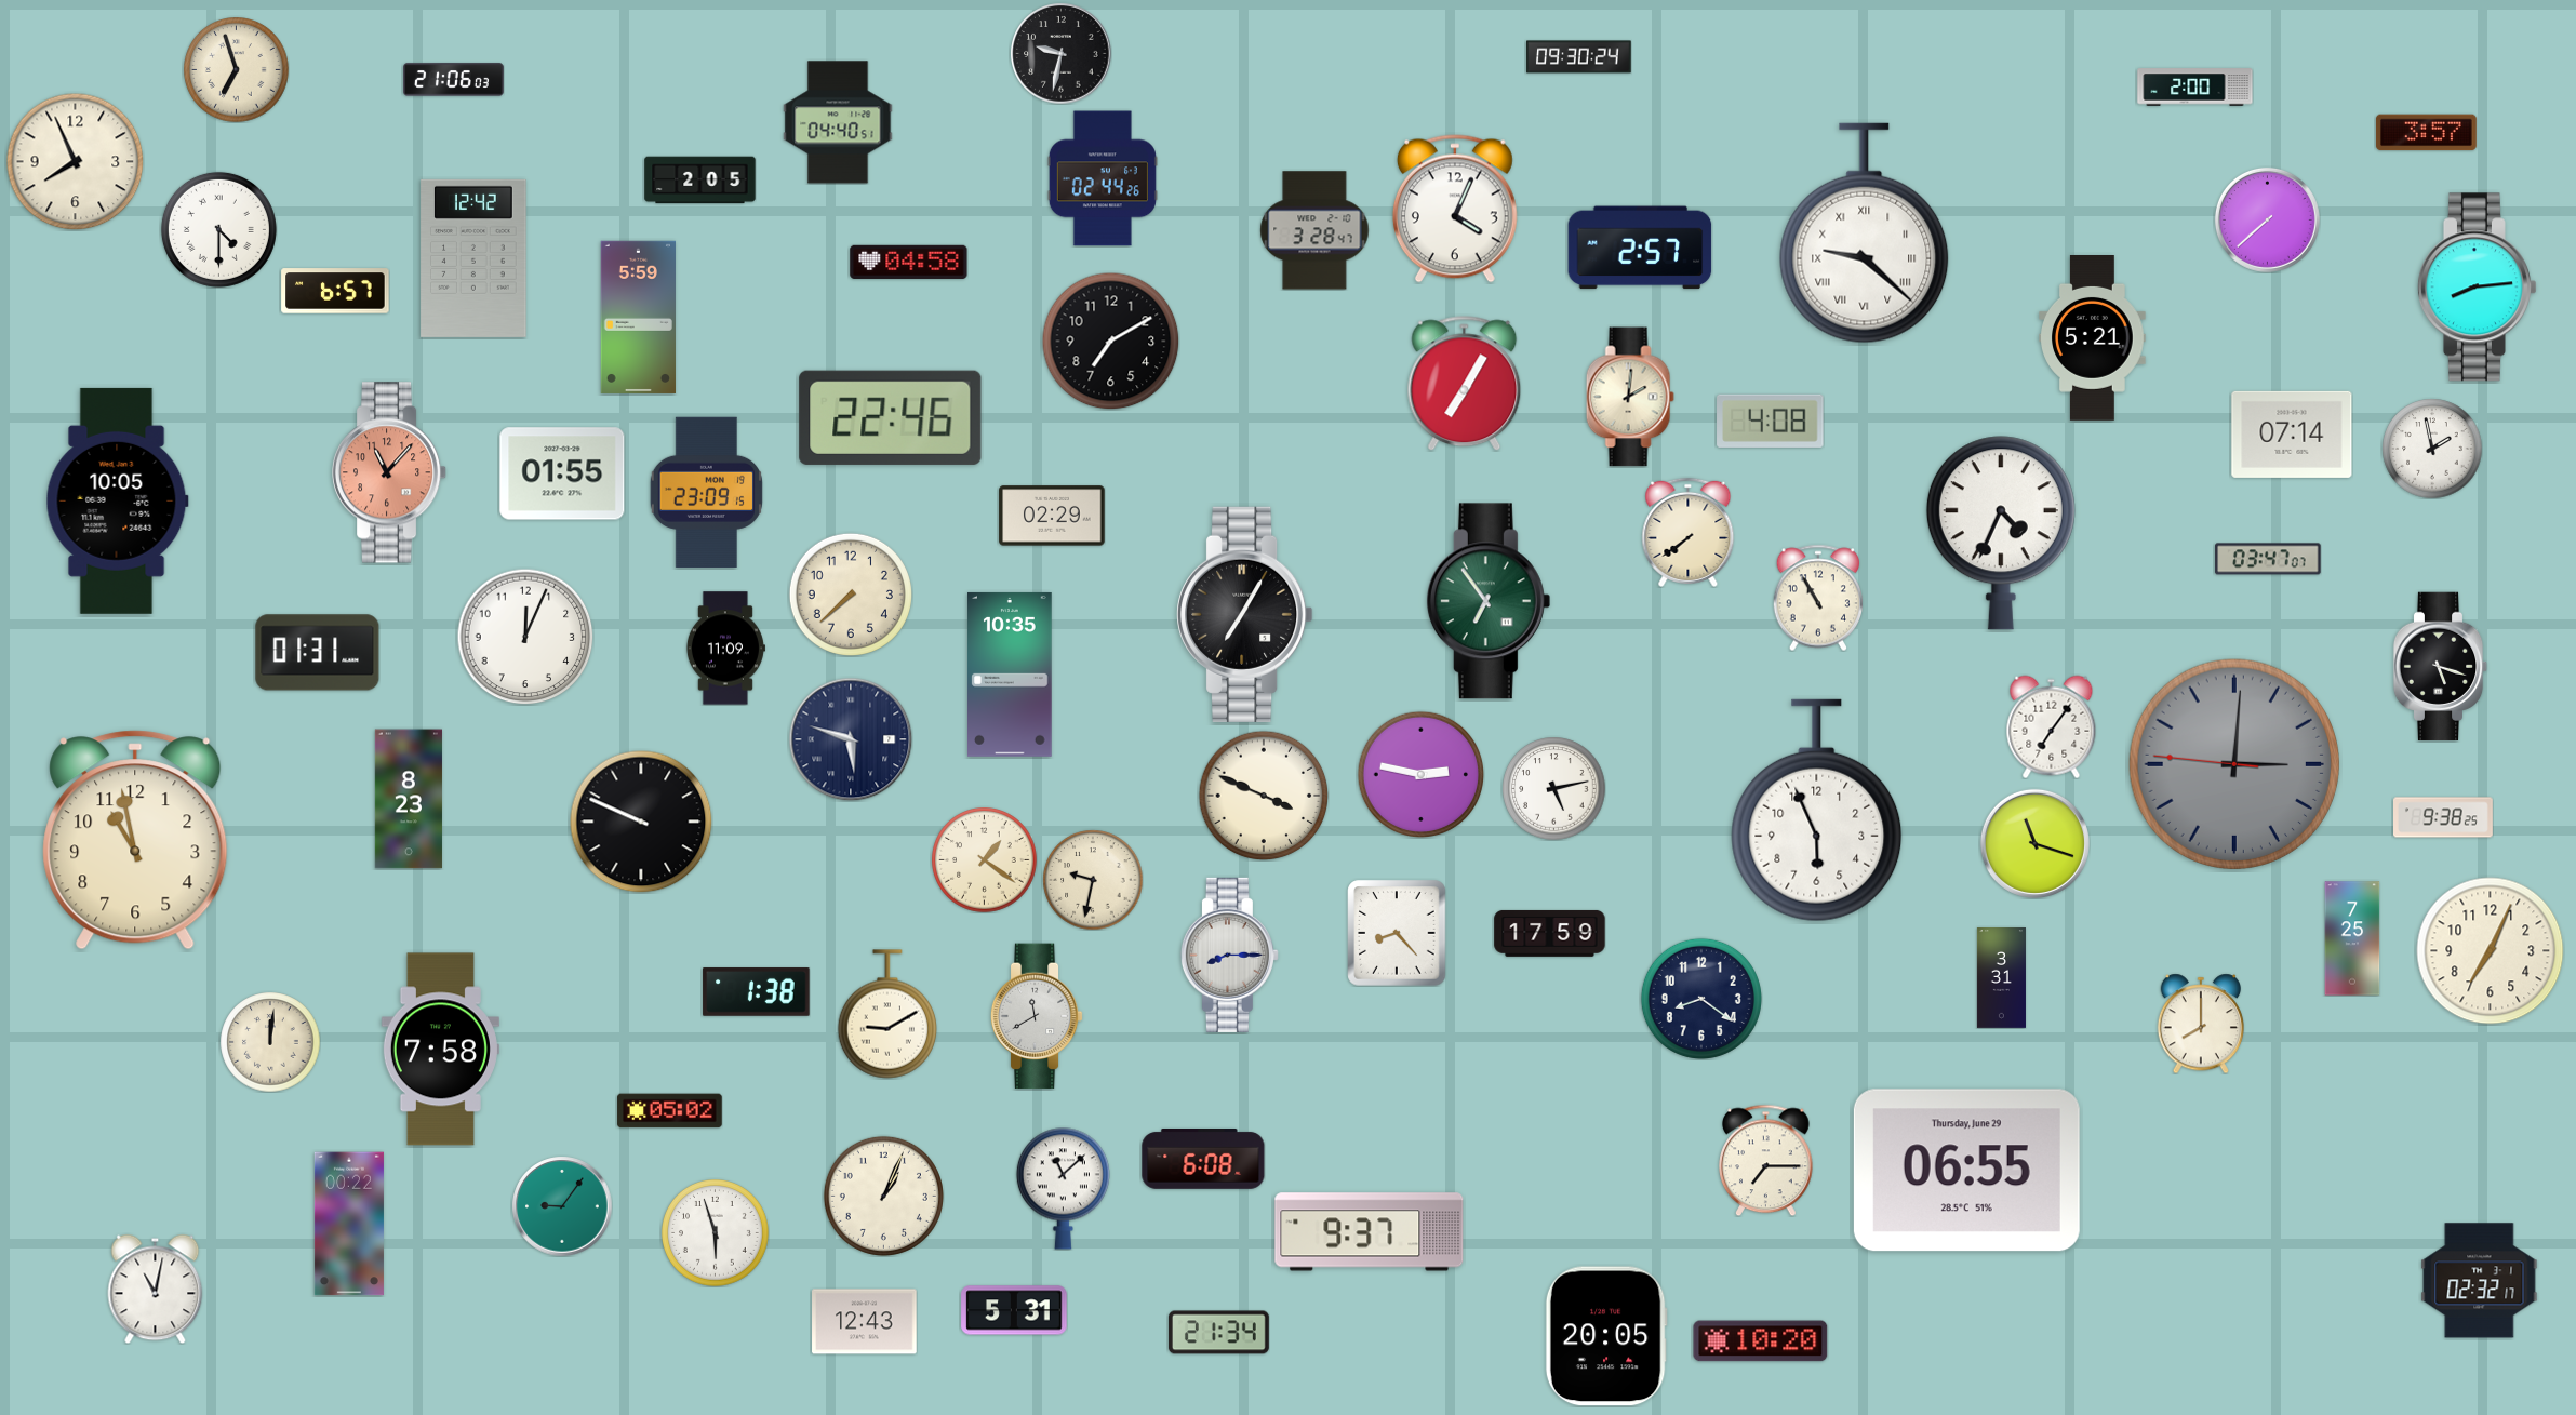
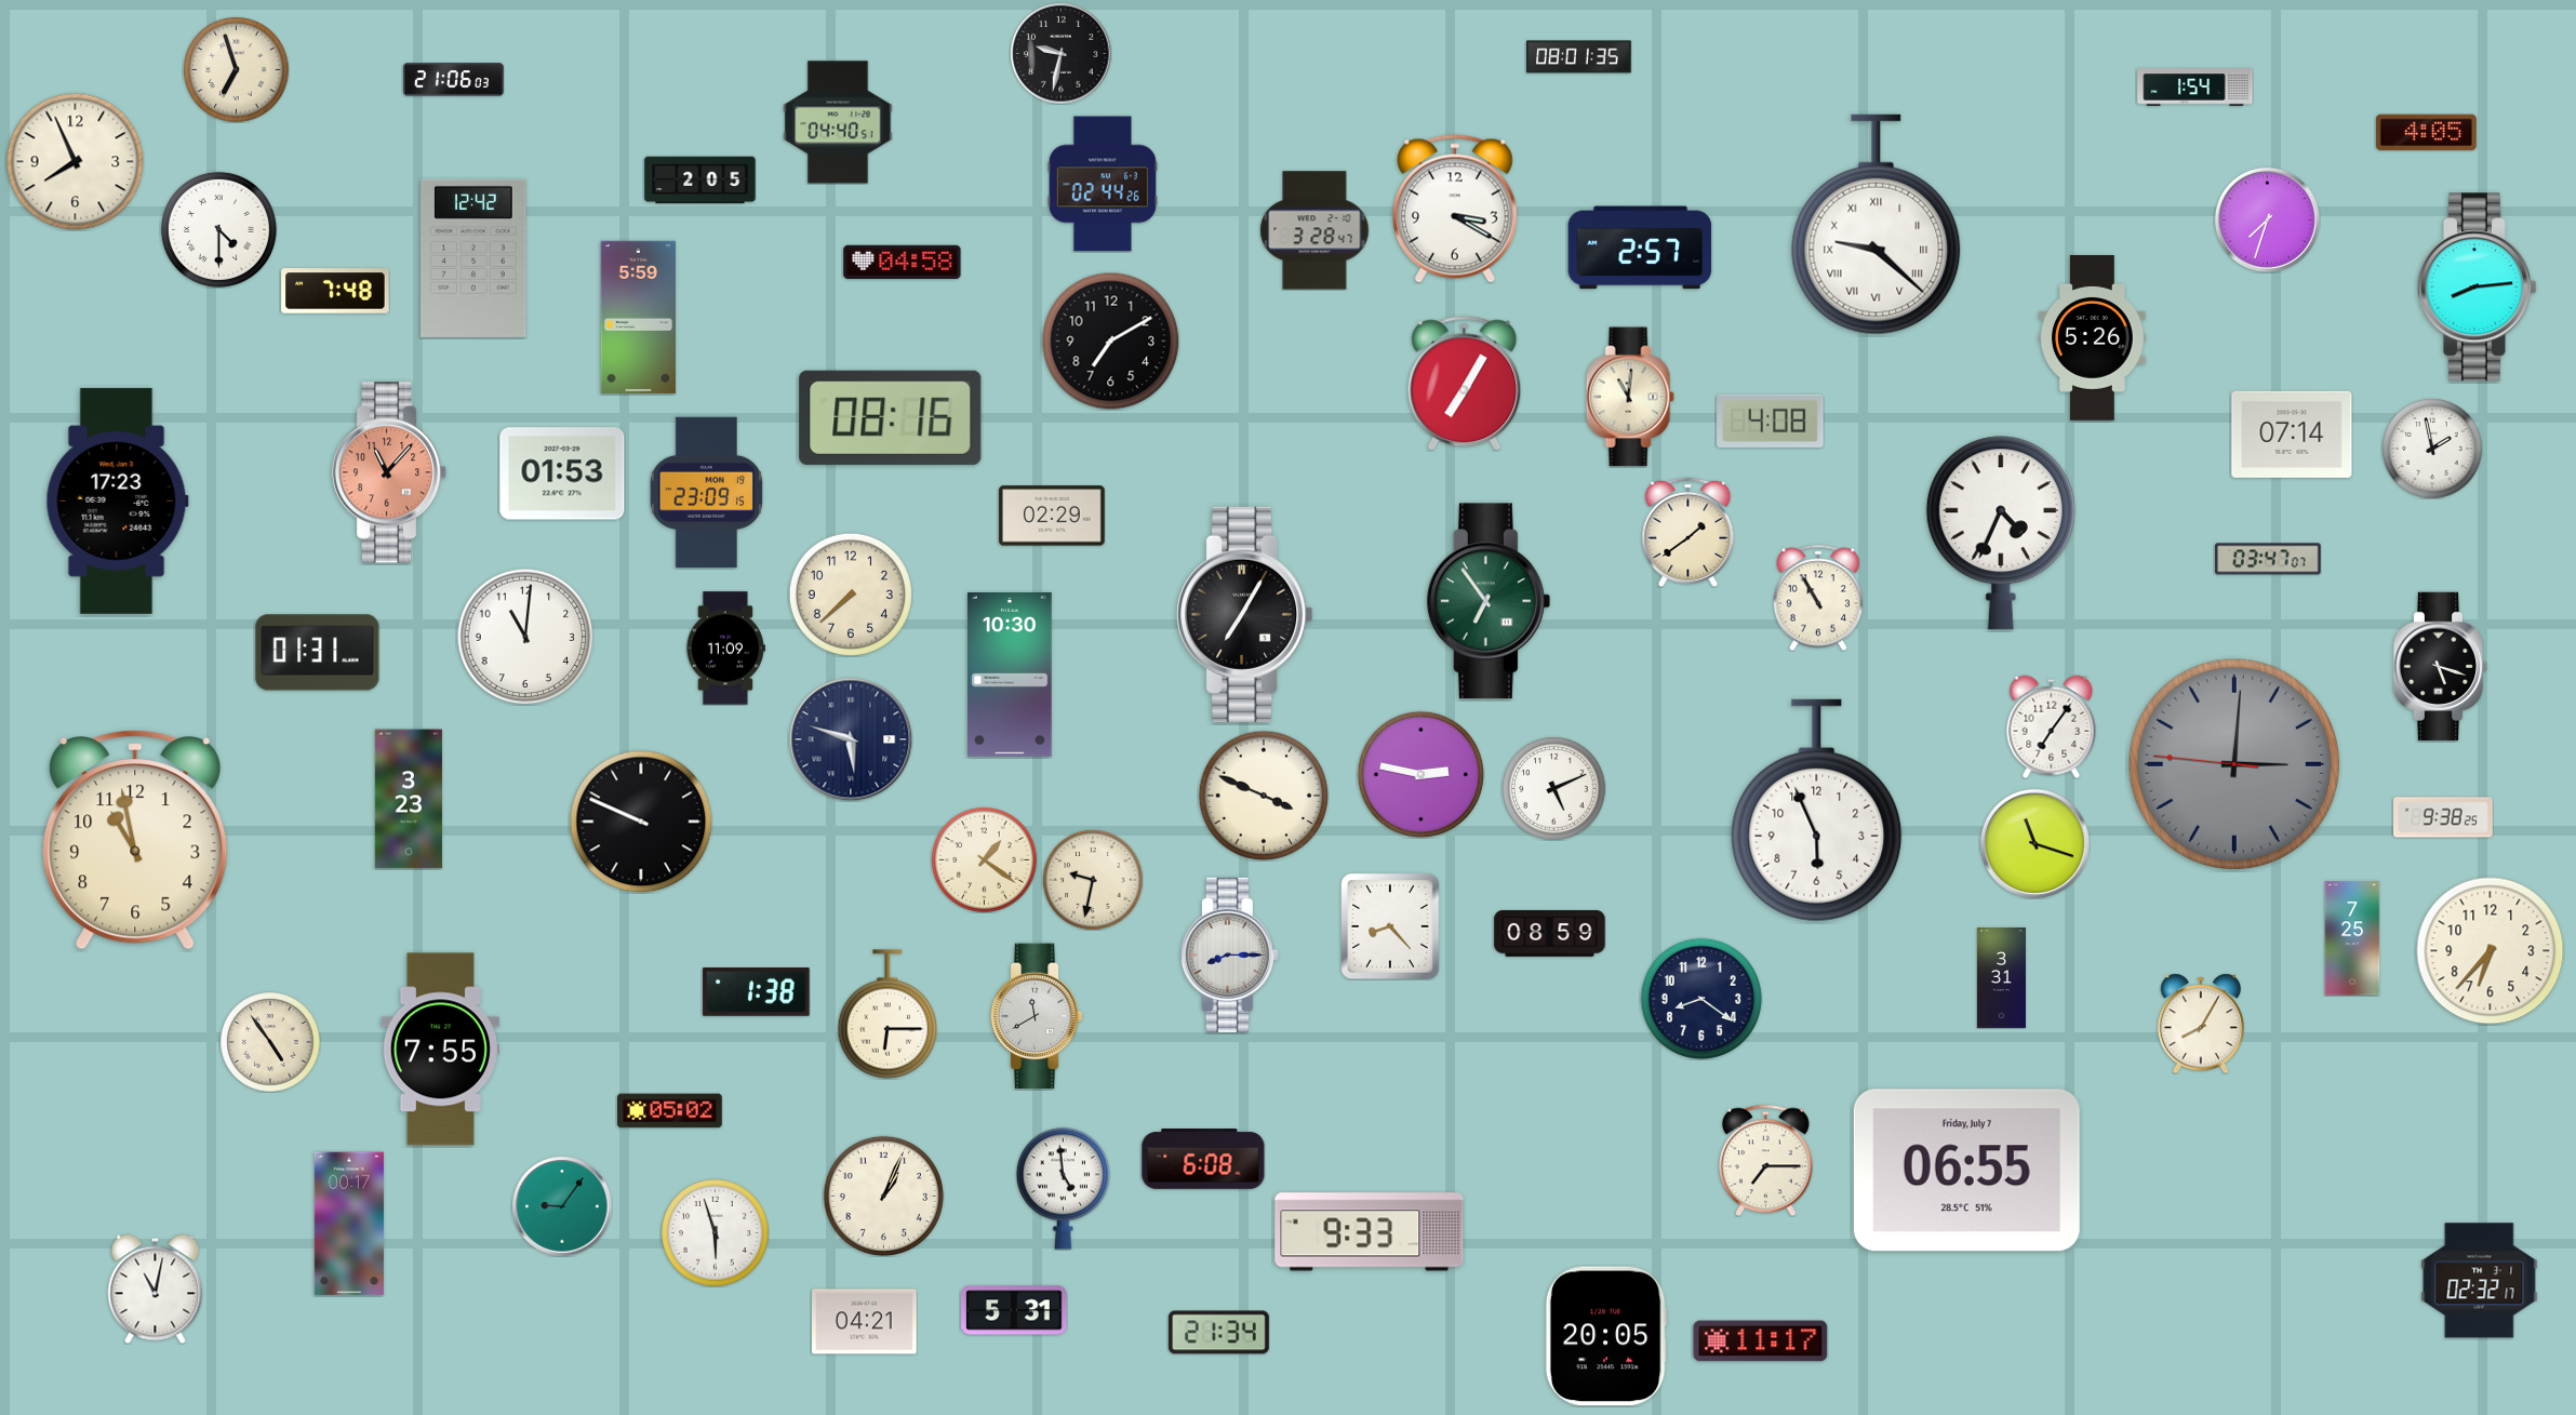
clock at (1579, 57): 09:30 -> 08:01
clock at (2195, 88): 2:00 -> 1:54
clock at (2426, 133): 3:57 -> 4:05
clock at (1103, 178) position: (1103, 178) -> (1103, 184)
clock at (1455, 209): 4:04 -> 3:20
clock at (2267, 219): 7:38 -> 7:33
clock at (1865, 233) position: (1865, 233) -> (1877, 225)
clock at (909, 262) position: (909, 262) -> (903, 262)
clock at (335, 291): 6:57 -> 7:48
clock at (2093, 338): 5:21 -> 5:26
clock at (1630, 397): 2:01 -> 11:01
clock at (891, 417): 22:46 -> 08:16
clock at (562, 473): 01:55 -> 01:53
clock at (117, 500): 10:05 -> 17:23
clock at (1689, 532): 7:39 -> 1:39
clock at (525, 637): 12:04 -> 11:01
clock at (1011, 675): 10:35 -> 10:30
clock at (1553, 788): 5:13 -> 5:11
clock at (409, 799): 8:23 -> 3:23
clock at (1397, 933) position: (1397, 933) -> (1390, 926)
clock at (1550, 933): 17:59 -> 08:59
clock at (2491, 951): 7:04 -> 6:37
clock at (886, 1014): 9:10 -> 6:15
clock at (2201, 1024): 8:00 -> 8:05
clock at (270, 1042): 12:01 -> 4:54
clock at (440, 1050): 7:58 -> 7:55
clock at (1966, 1171) date: Thursday, June 29 -> Friday, July 7
clock at (1063, 1188): 11:08 -> 4:59
clock at (349, 1224): 00:22 -> 00:17
clock at (1370, 1232): 9:37 -> 9:33
clock at (865, 1322): 12:43 -> 04:21
clock at (1761, 1341): 10:20 -> 11:17
